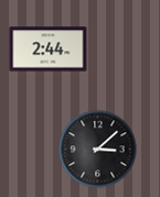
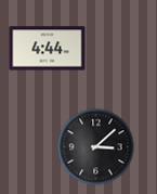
clock at (49, 50): 2:44 -> 4:44
